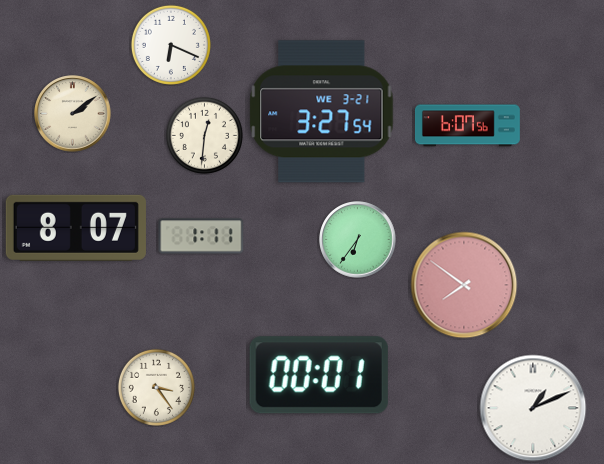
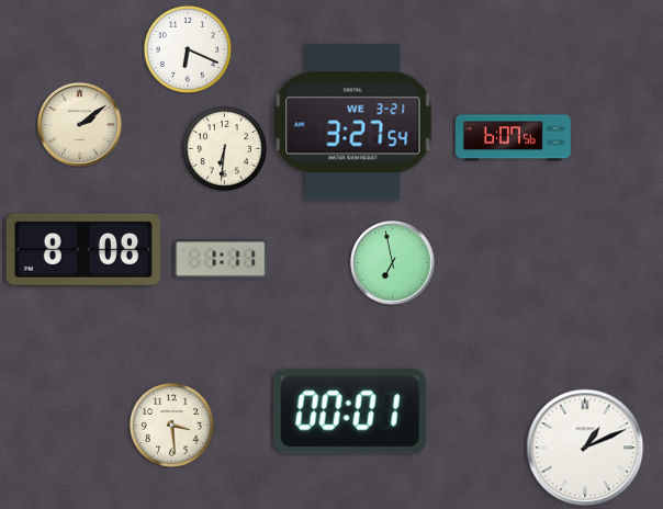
clock at (204, 135): 12:31 -> 6:31
clock at (76, 228): 8:07 -> 8:08
clock at (358, 240): 6:36 -> 6:58
clock at (464, 285): 7:51 -> none
clock at (156, 387): 3:24 -> 3:29
